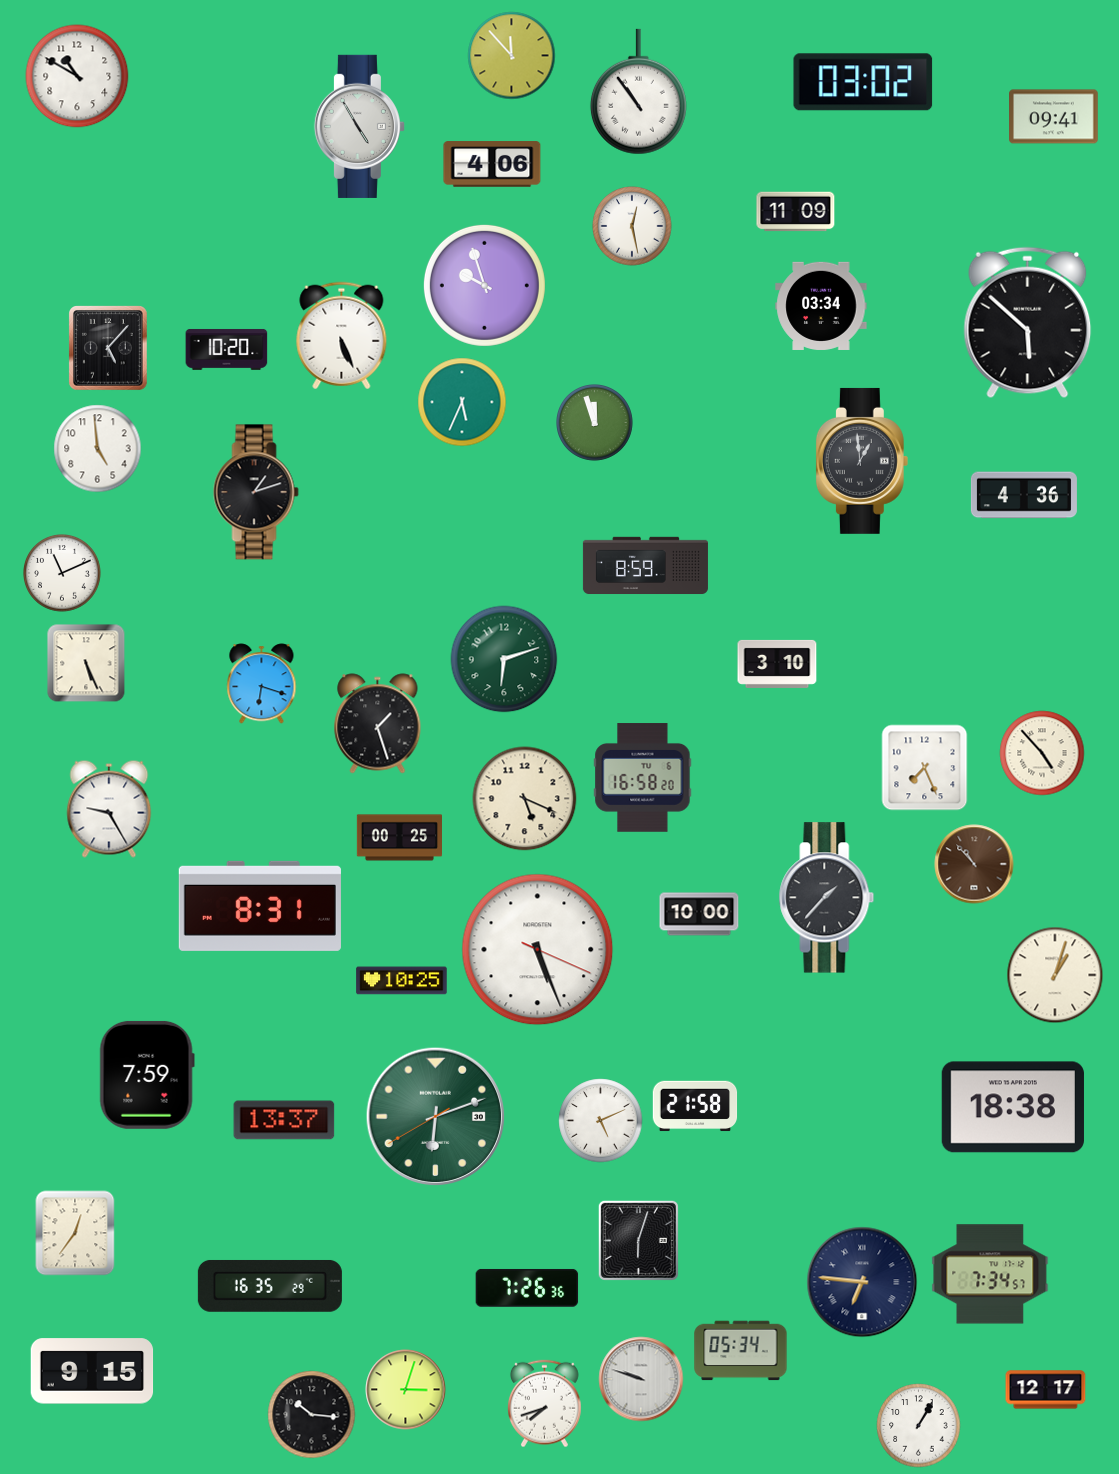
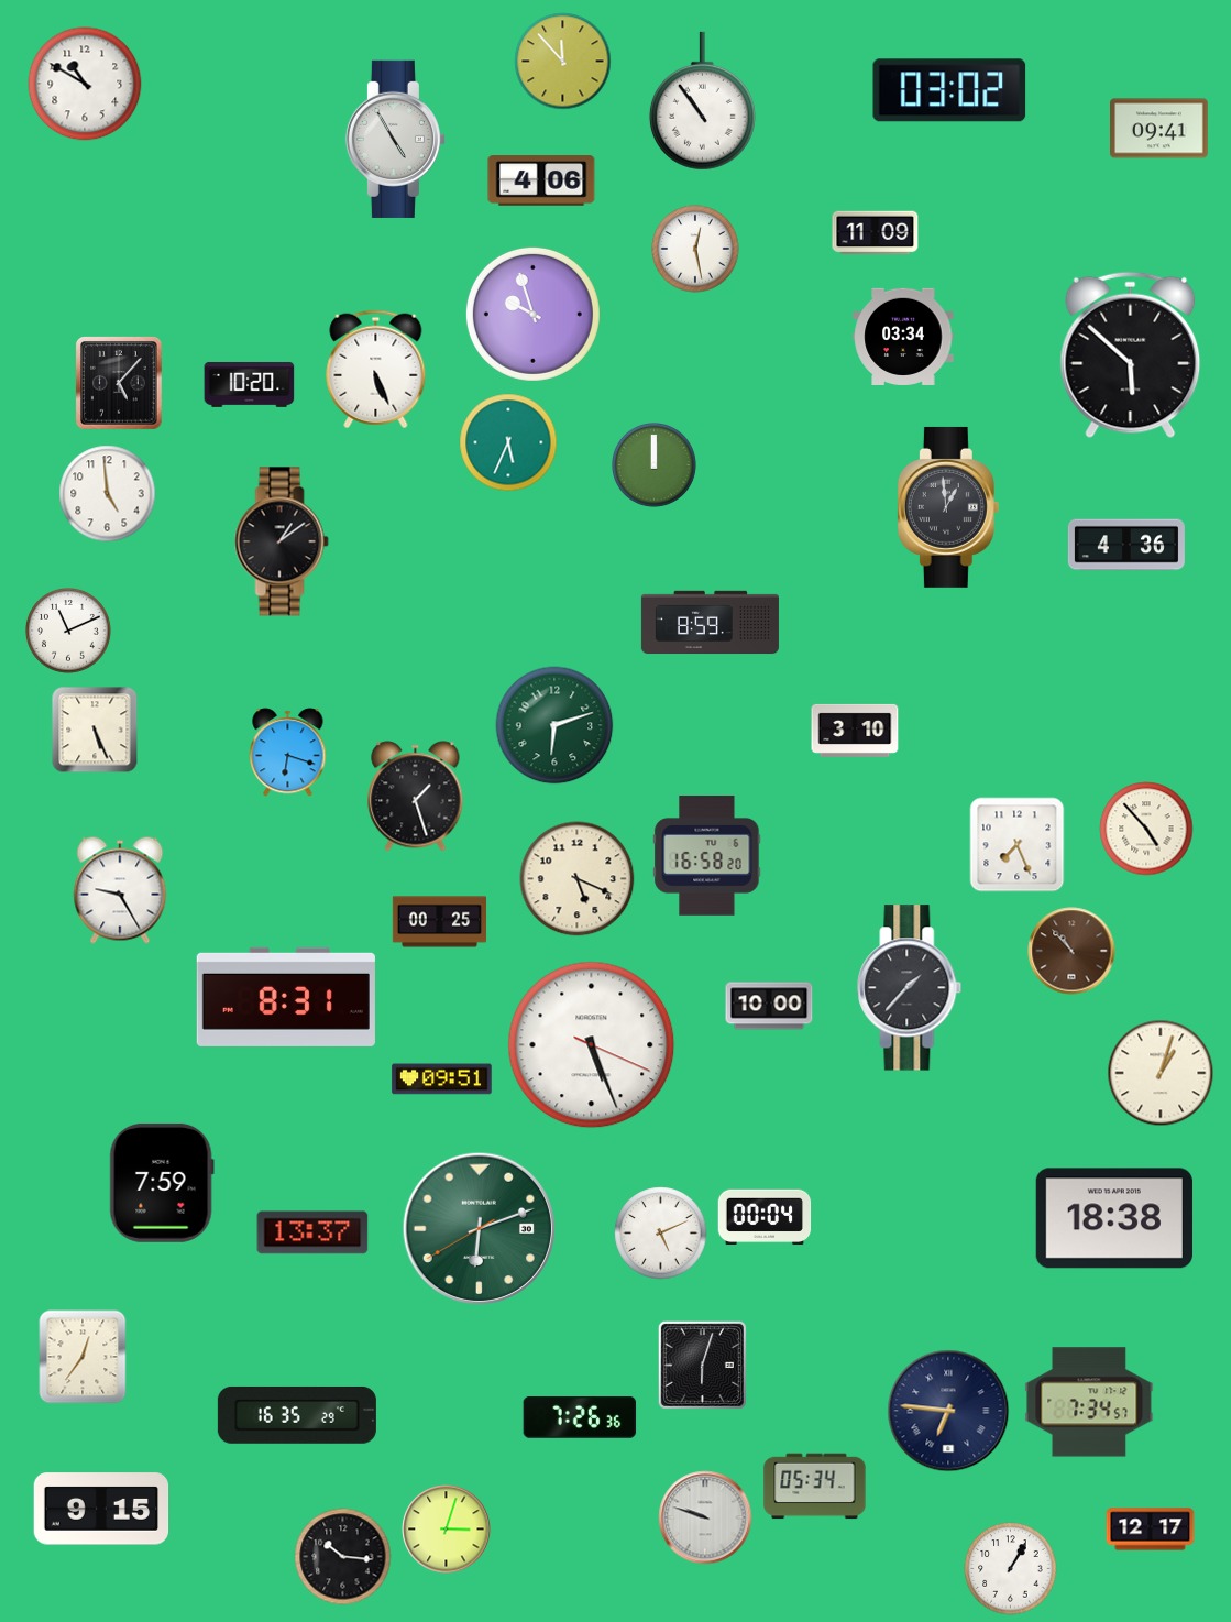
clock at (595, 423): 11:57 -> 12:00
clock at (256, 492): 1:12 -> 1:09
clock at (402, 981): 10:25 -> 09:51
clock at (695, 1106): 21:58 -> 00:04
clock at (544, 1404): 7:42 -> none
